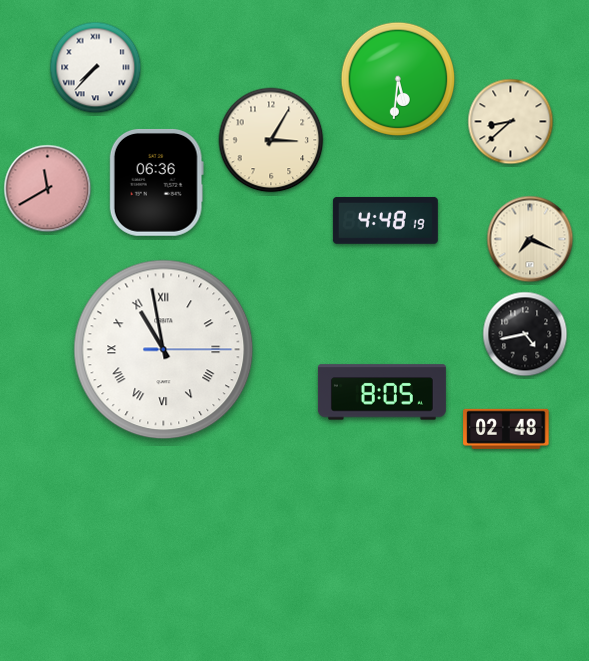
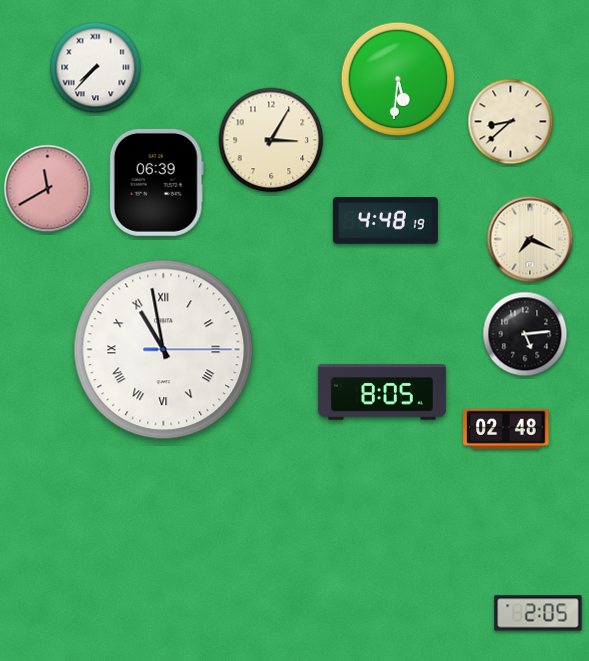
clock at (156, 182): 06:36 -> 06:39
clock at (525, 334): 4:43 -> 5:14
clock at (538, 613): none -> 2:05
